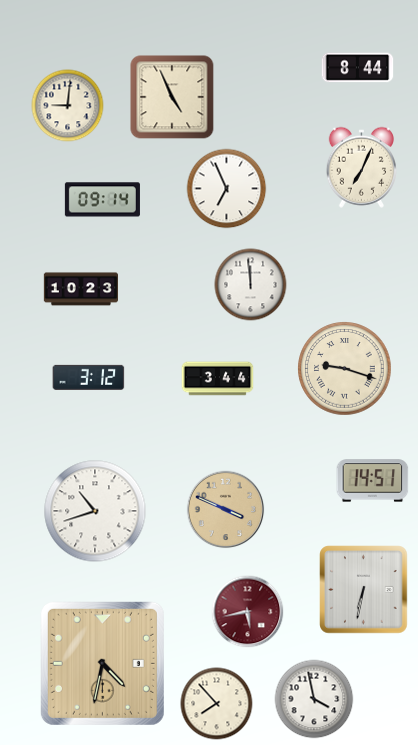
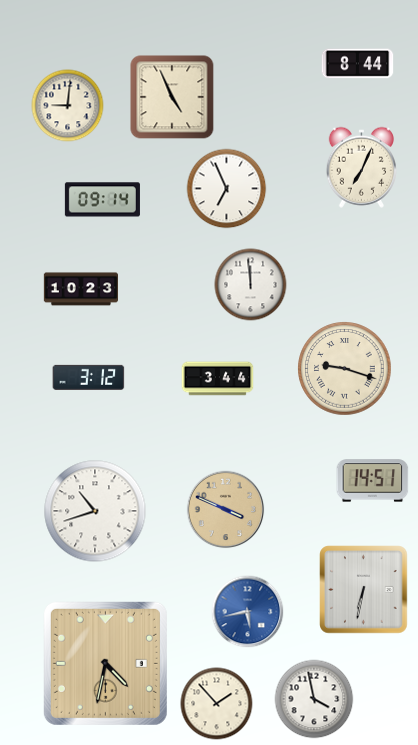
clock at (358, 68) position: (358, 68) -> (358, 64)
clock at (248, 612) dial: burgundy -> blue
clock at (102, 663) position: (102, 663) -> (105, 663)
clock at (217, 704): 7:53 -> 1:53
